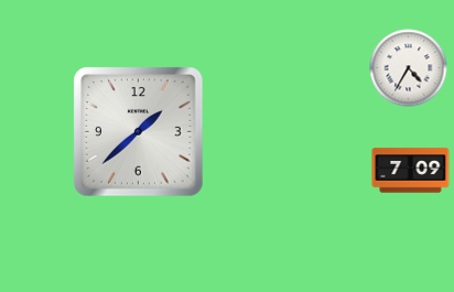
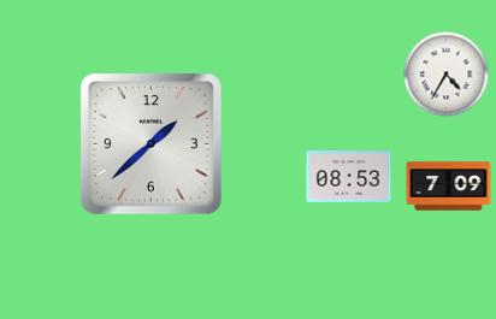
clock at (349, 177): none -> 08:53
